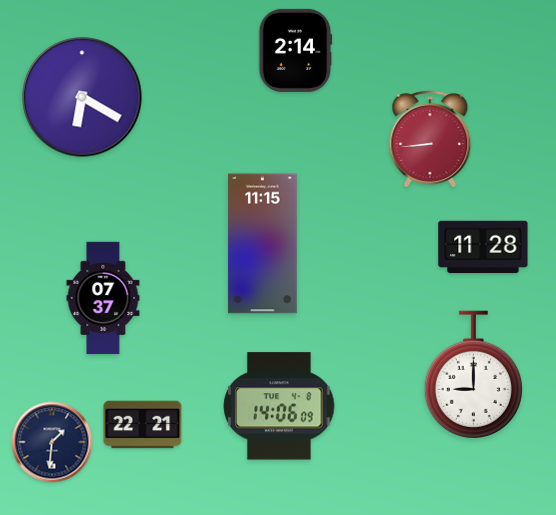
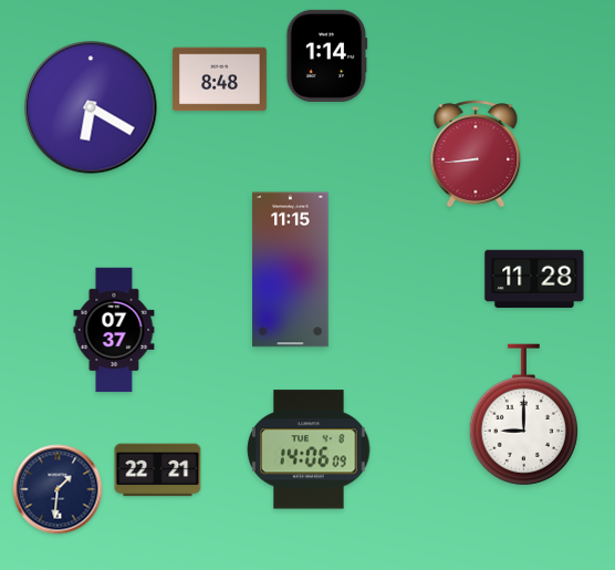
clock at (296, 50): 2:14 -> 1:14
clock at (219, 80): none -> 8:48
clock at (483, 247) position: (483, 247) -> (534, 279)
